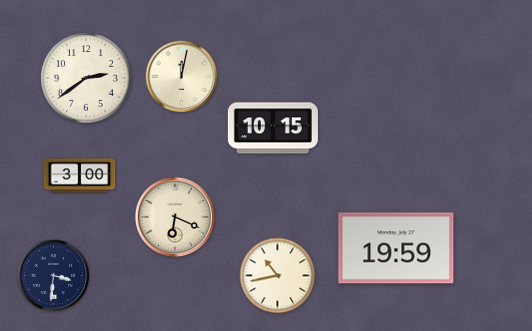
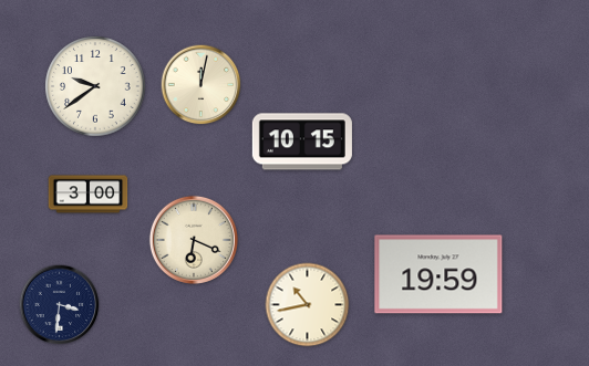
clock at (86, 78): 2:39 -> 9:39
